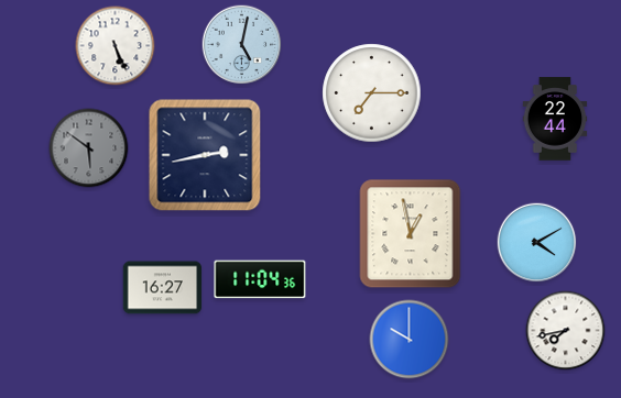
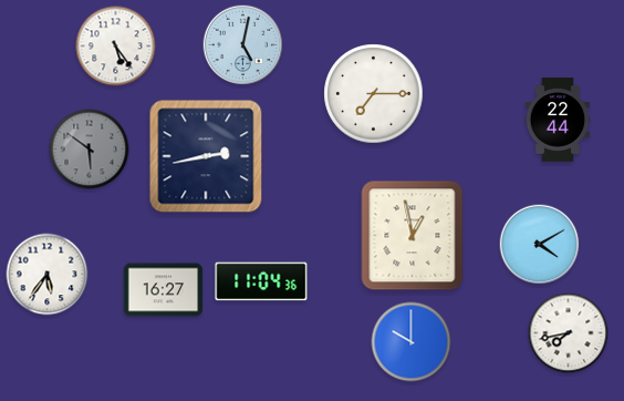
clock at (116, 46): 5:26 -> 5:24
clock at (48, 275): none -> 5:36
